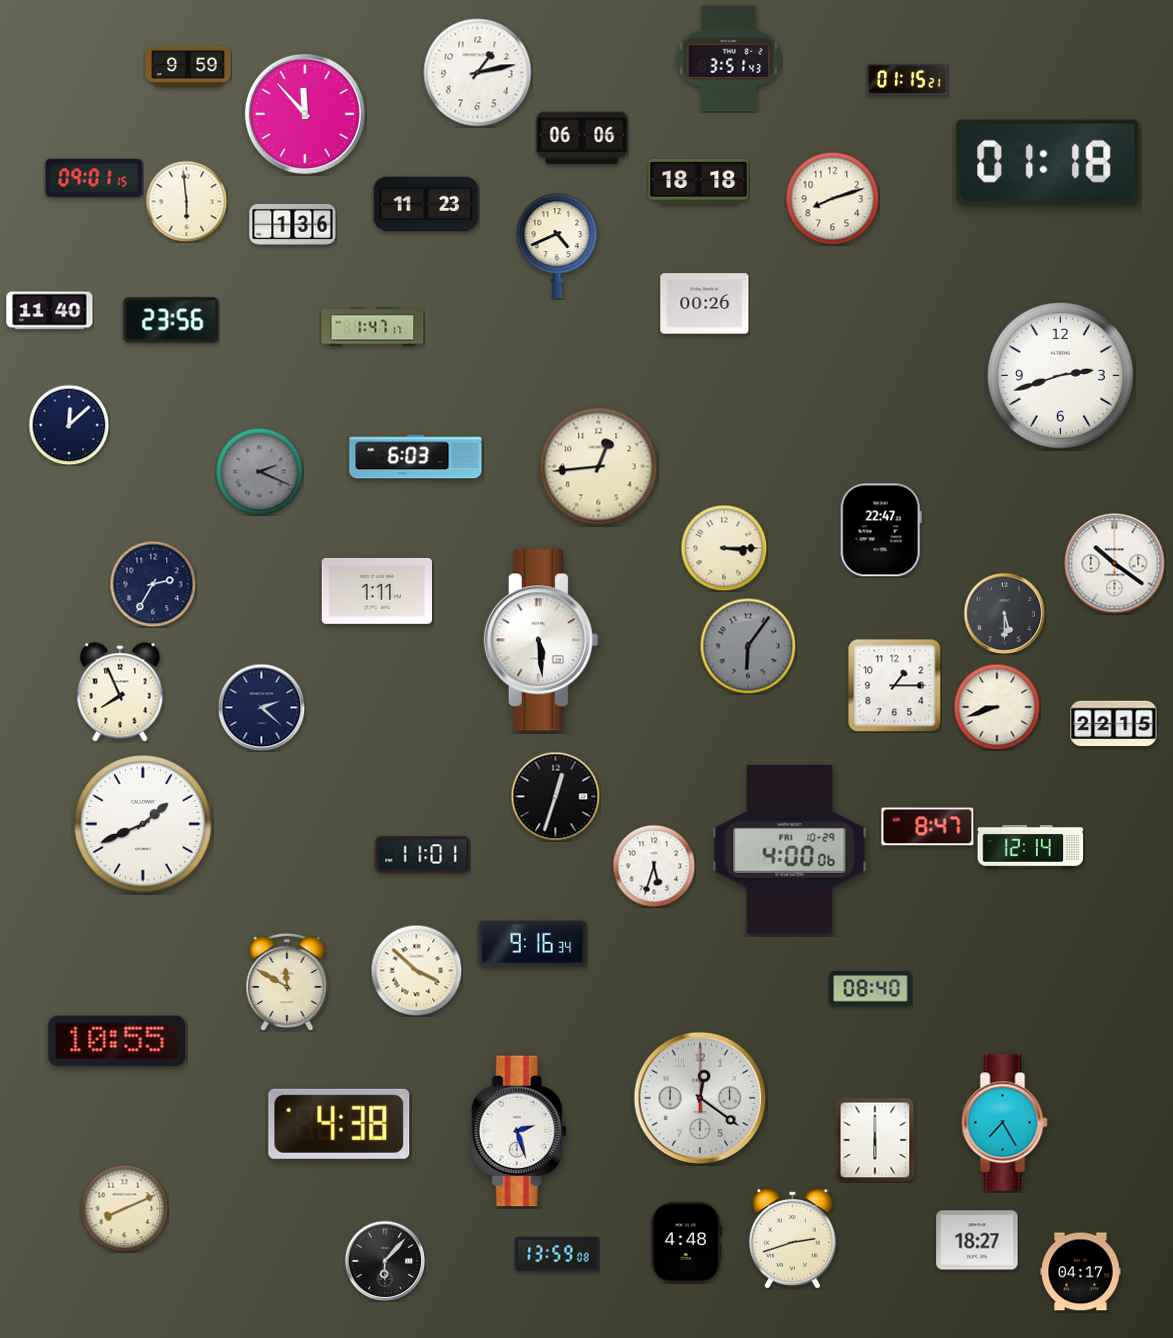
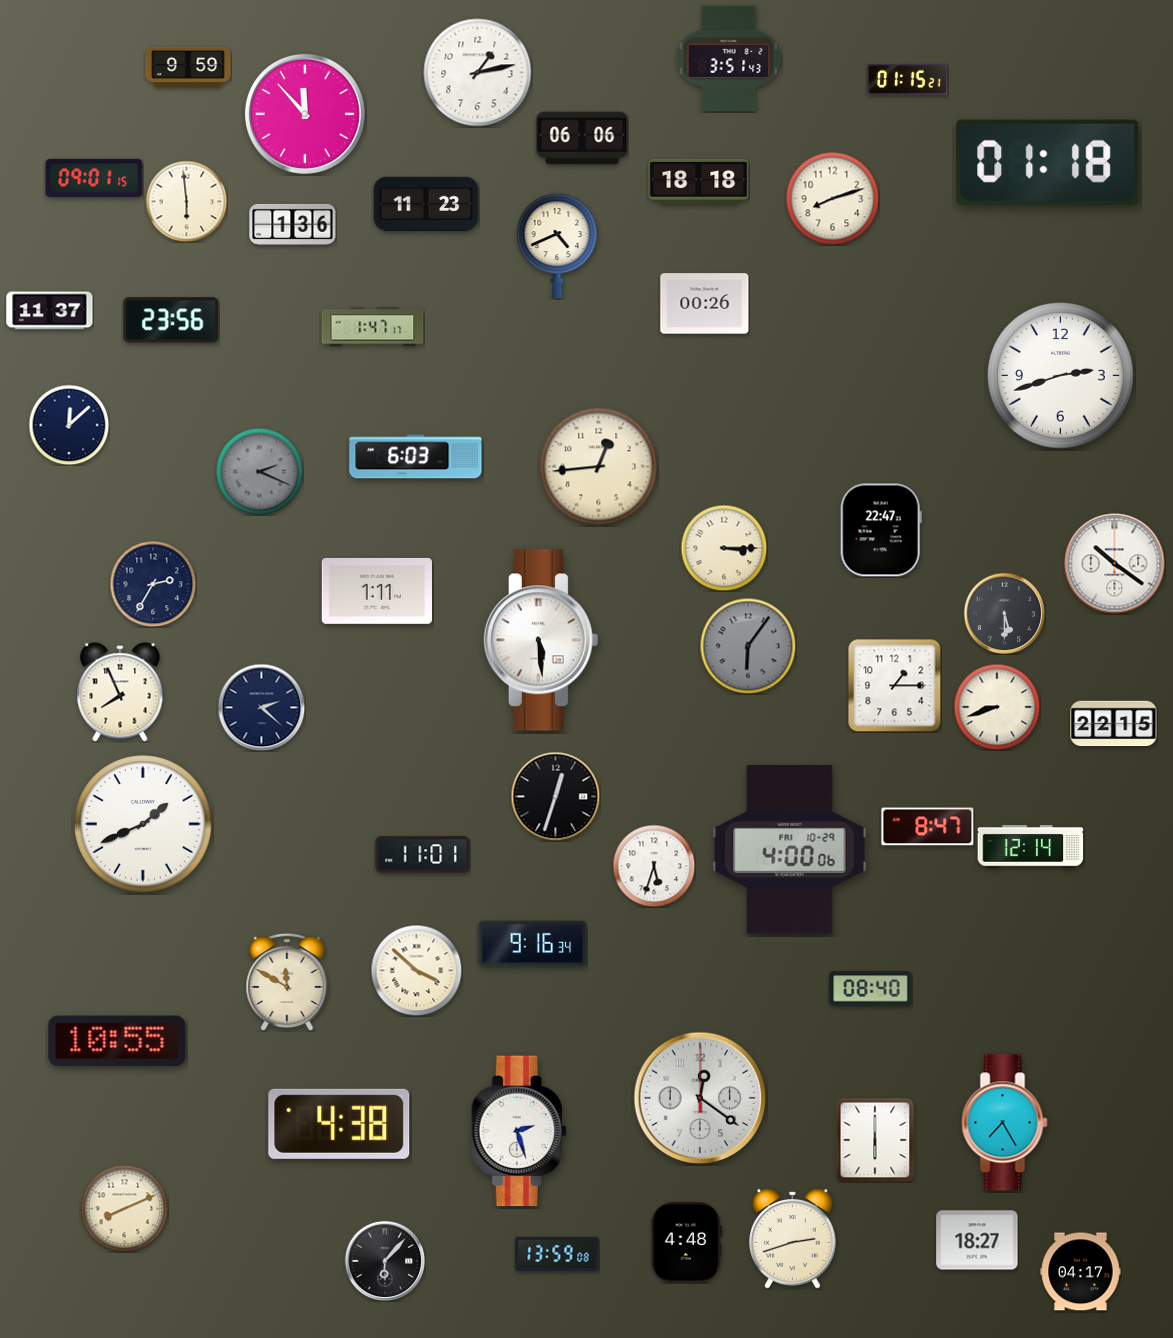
clock at (50, 311): 11:40 -> 11:37
